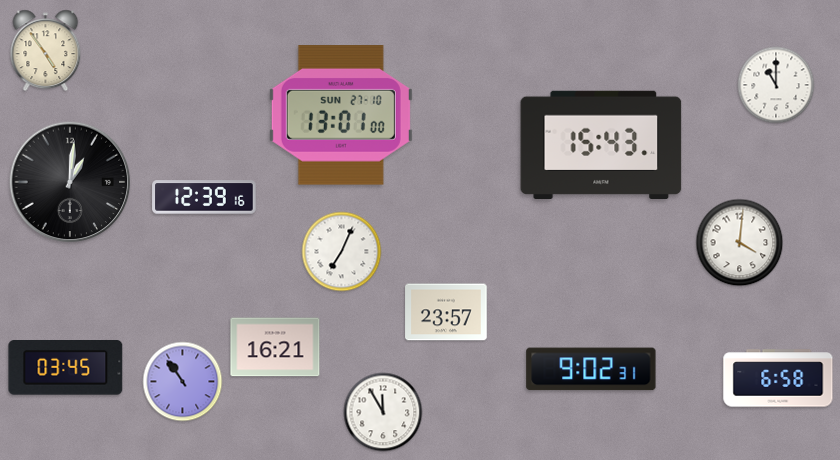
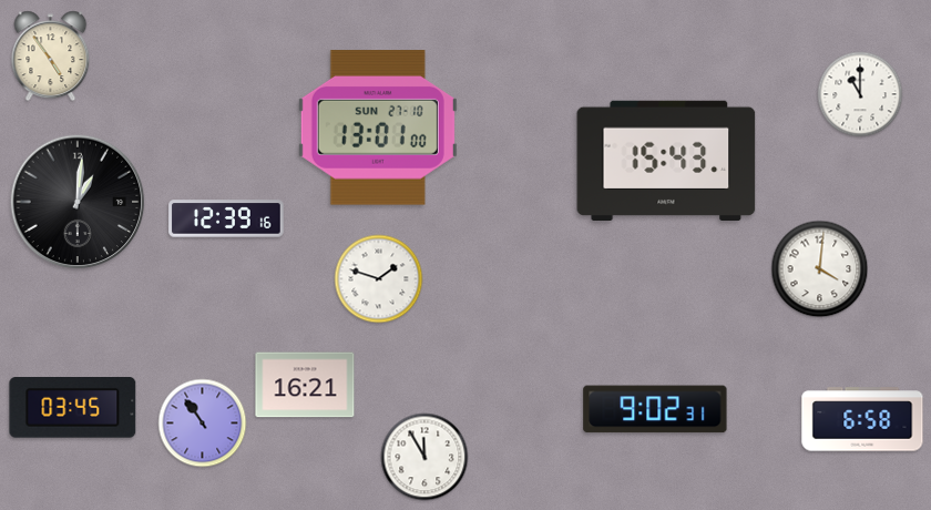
clock at (342, 252): 7:04 -> 1:48
clock at (446, 312): 23:57 -> none
